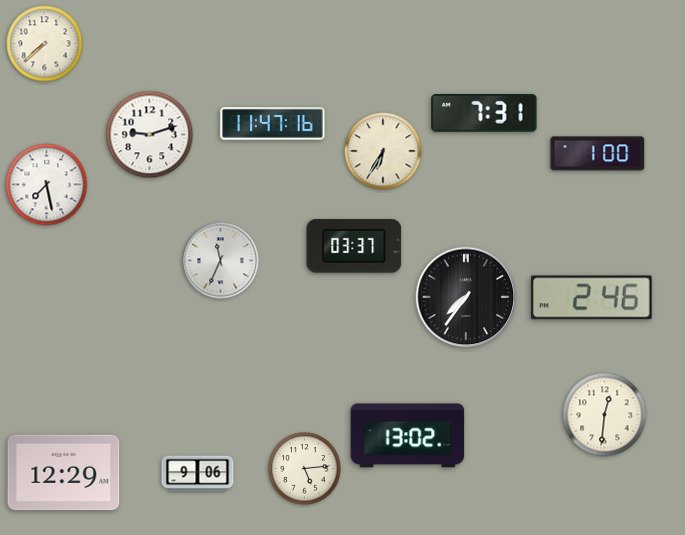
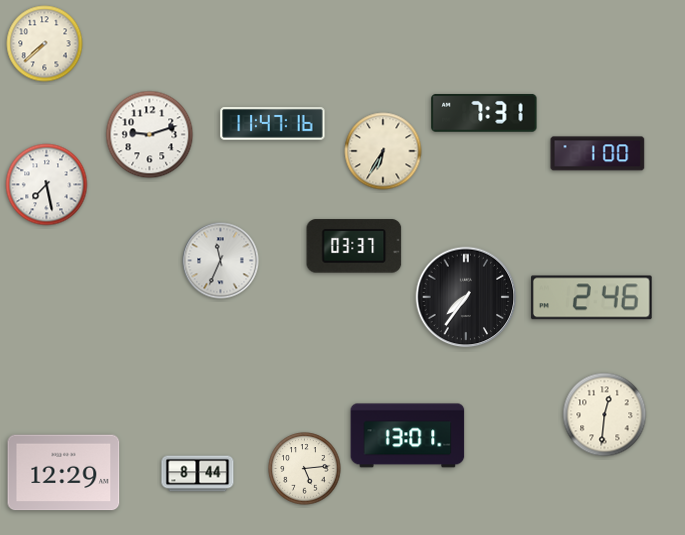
clock at (408, 436): 13:02 -> 13:01
clock at (198, 474): 9:06 -> 8:44
